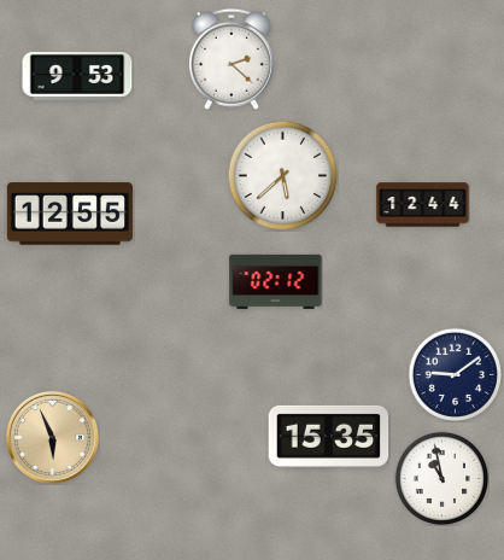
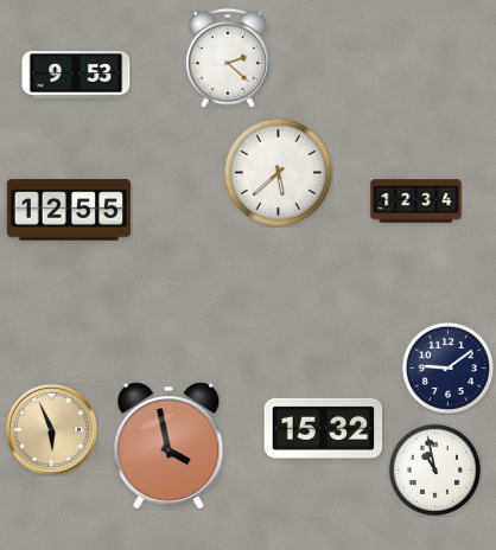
clock at (423, 205): 12:44 -> 12:34
clock at (276, 281): 02:12 -> none
clock at (329, 436): 15:35 -> 15:32
clock at (168, 446): none -> 3:58
